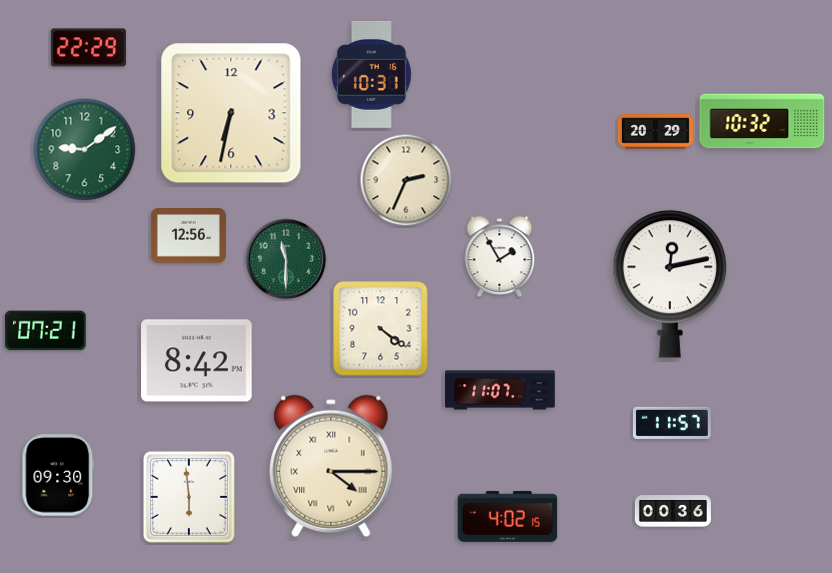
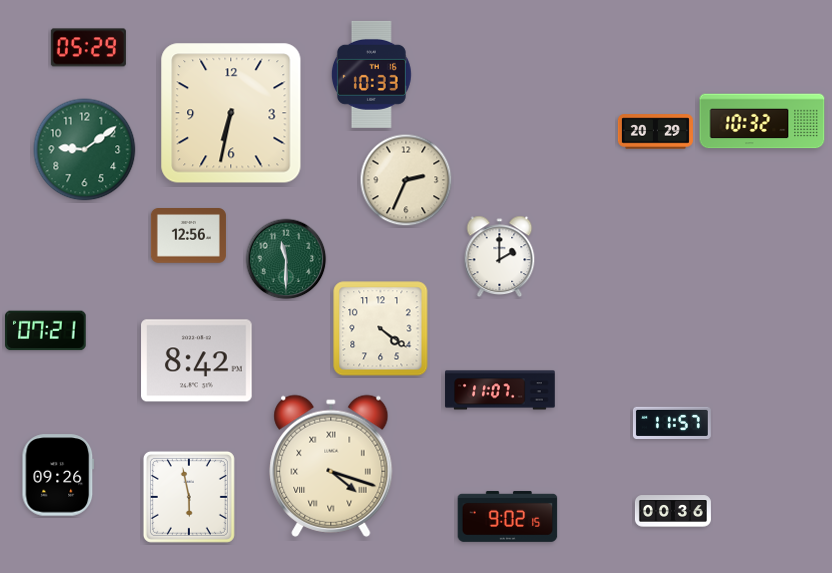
clock at (88, 48): 22:29 -> 05:29
clock at (371, 74): 10:31 -> 10:33
clock at (500, 257): 1:55 -> 2:00
clock at (669, 284): 12:13 -> none
clock at (331, 466): 4:15 -> 4:18
clock at (58, 475): 09:30 -> 09:26
clock at (189, 497): 5:59 -> 5:58
clock at (508, 516): 4:02 -> 9:02
